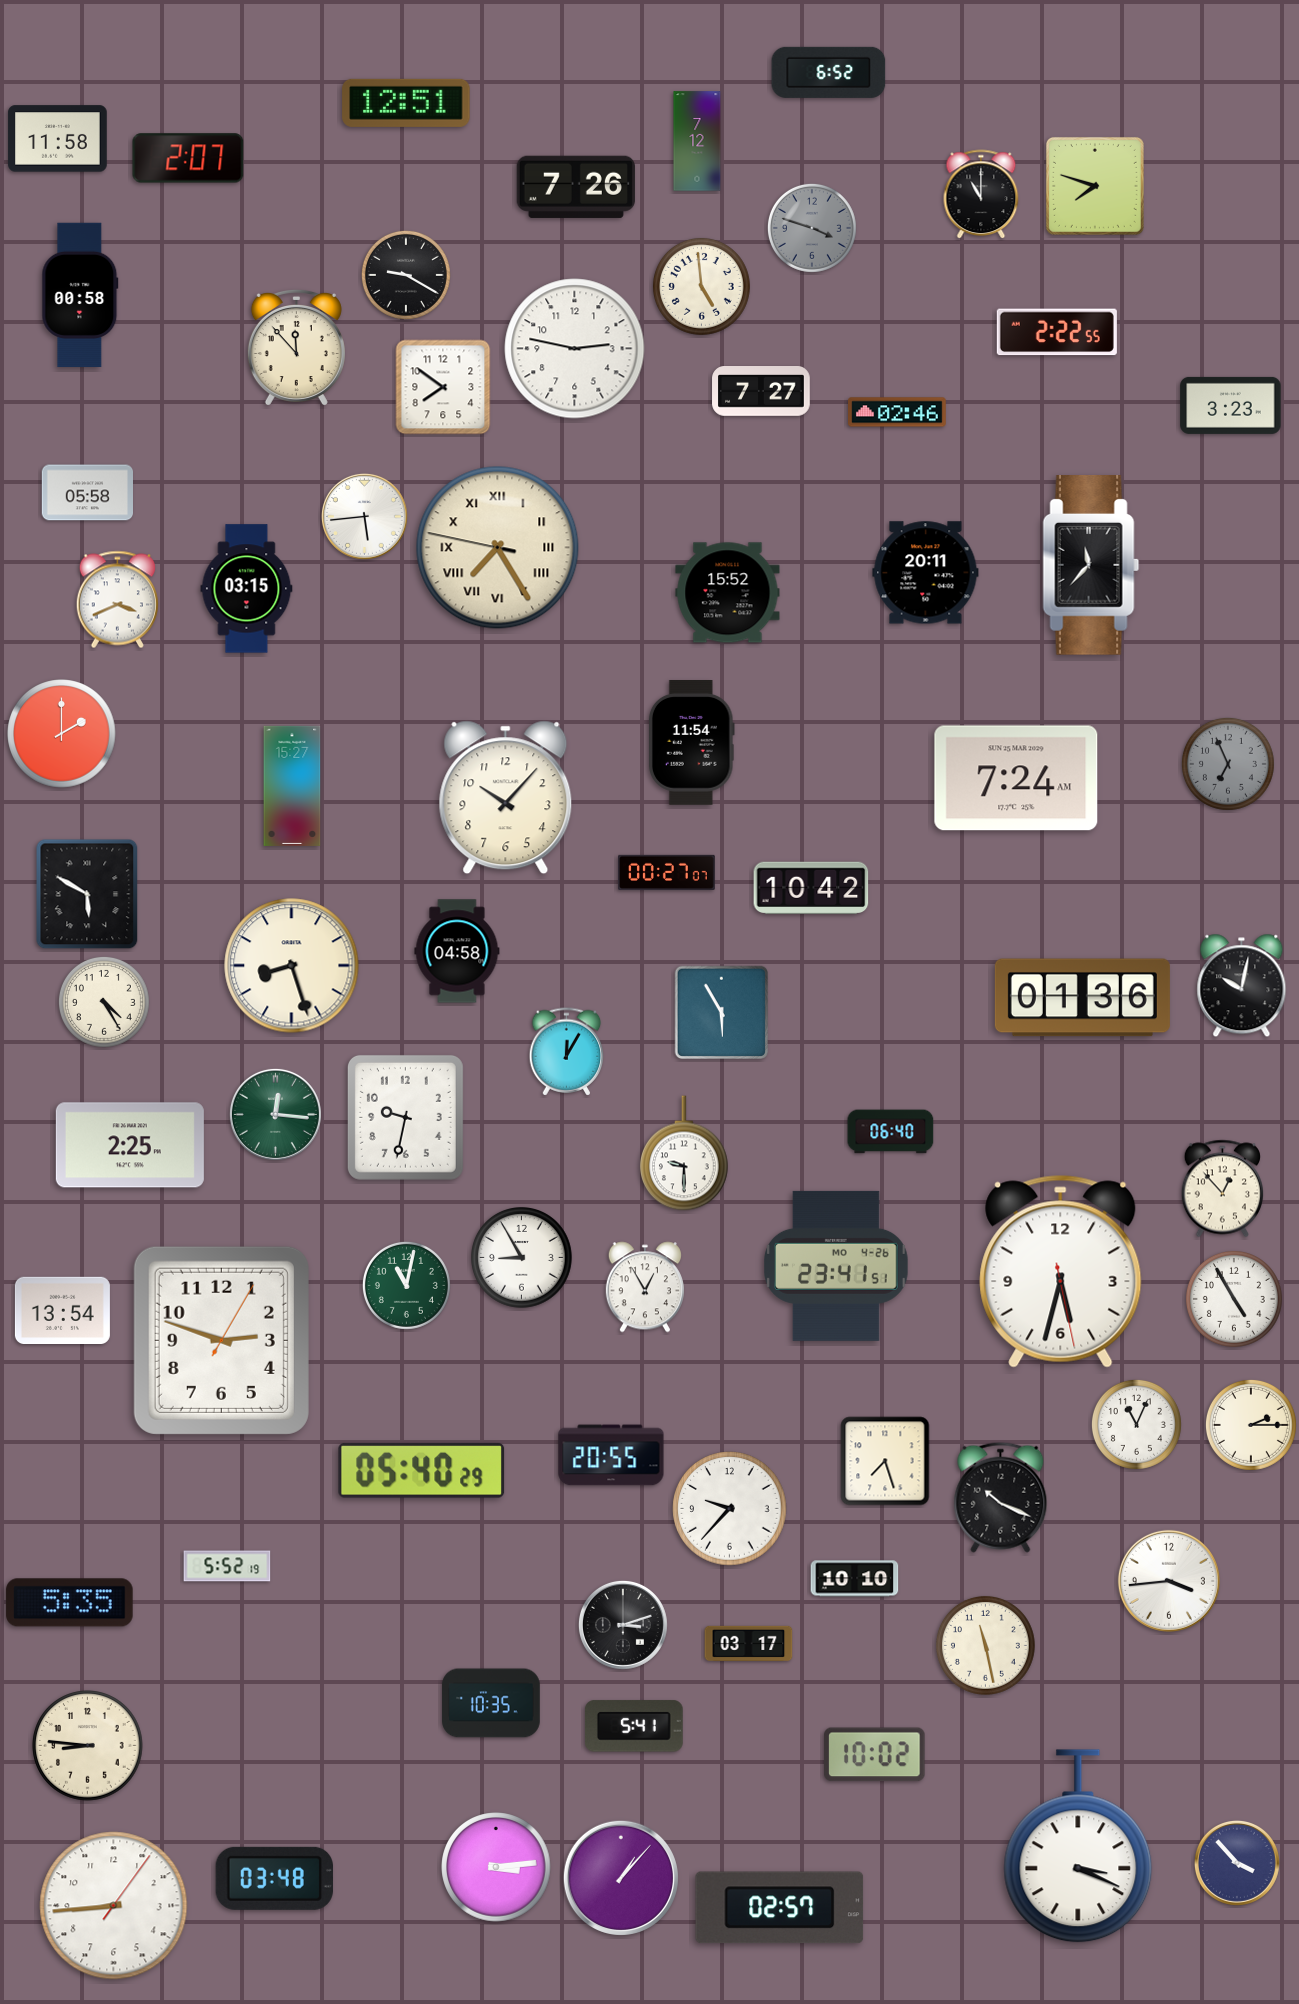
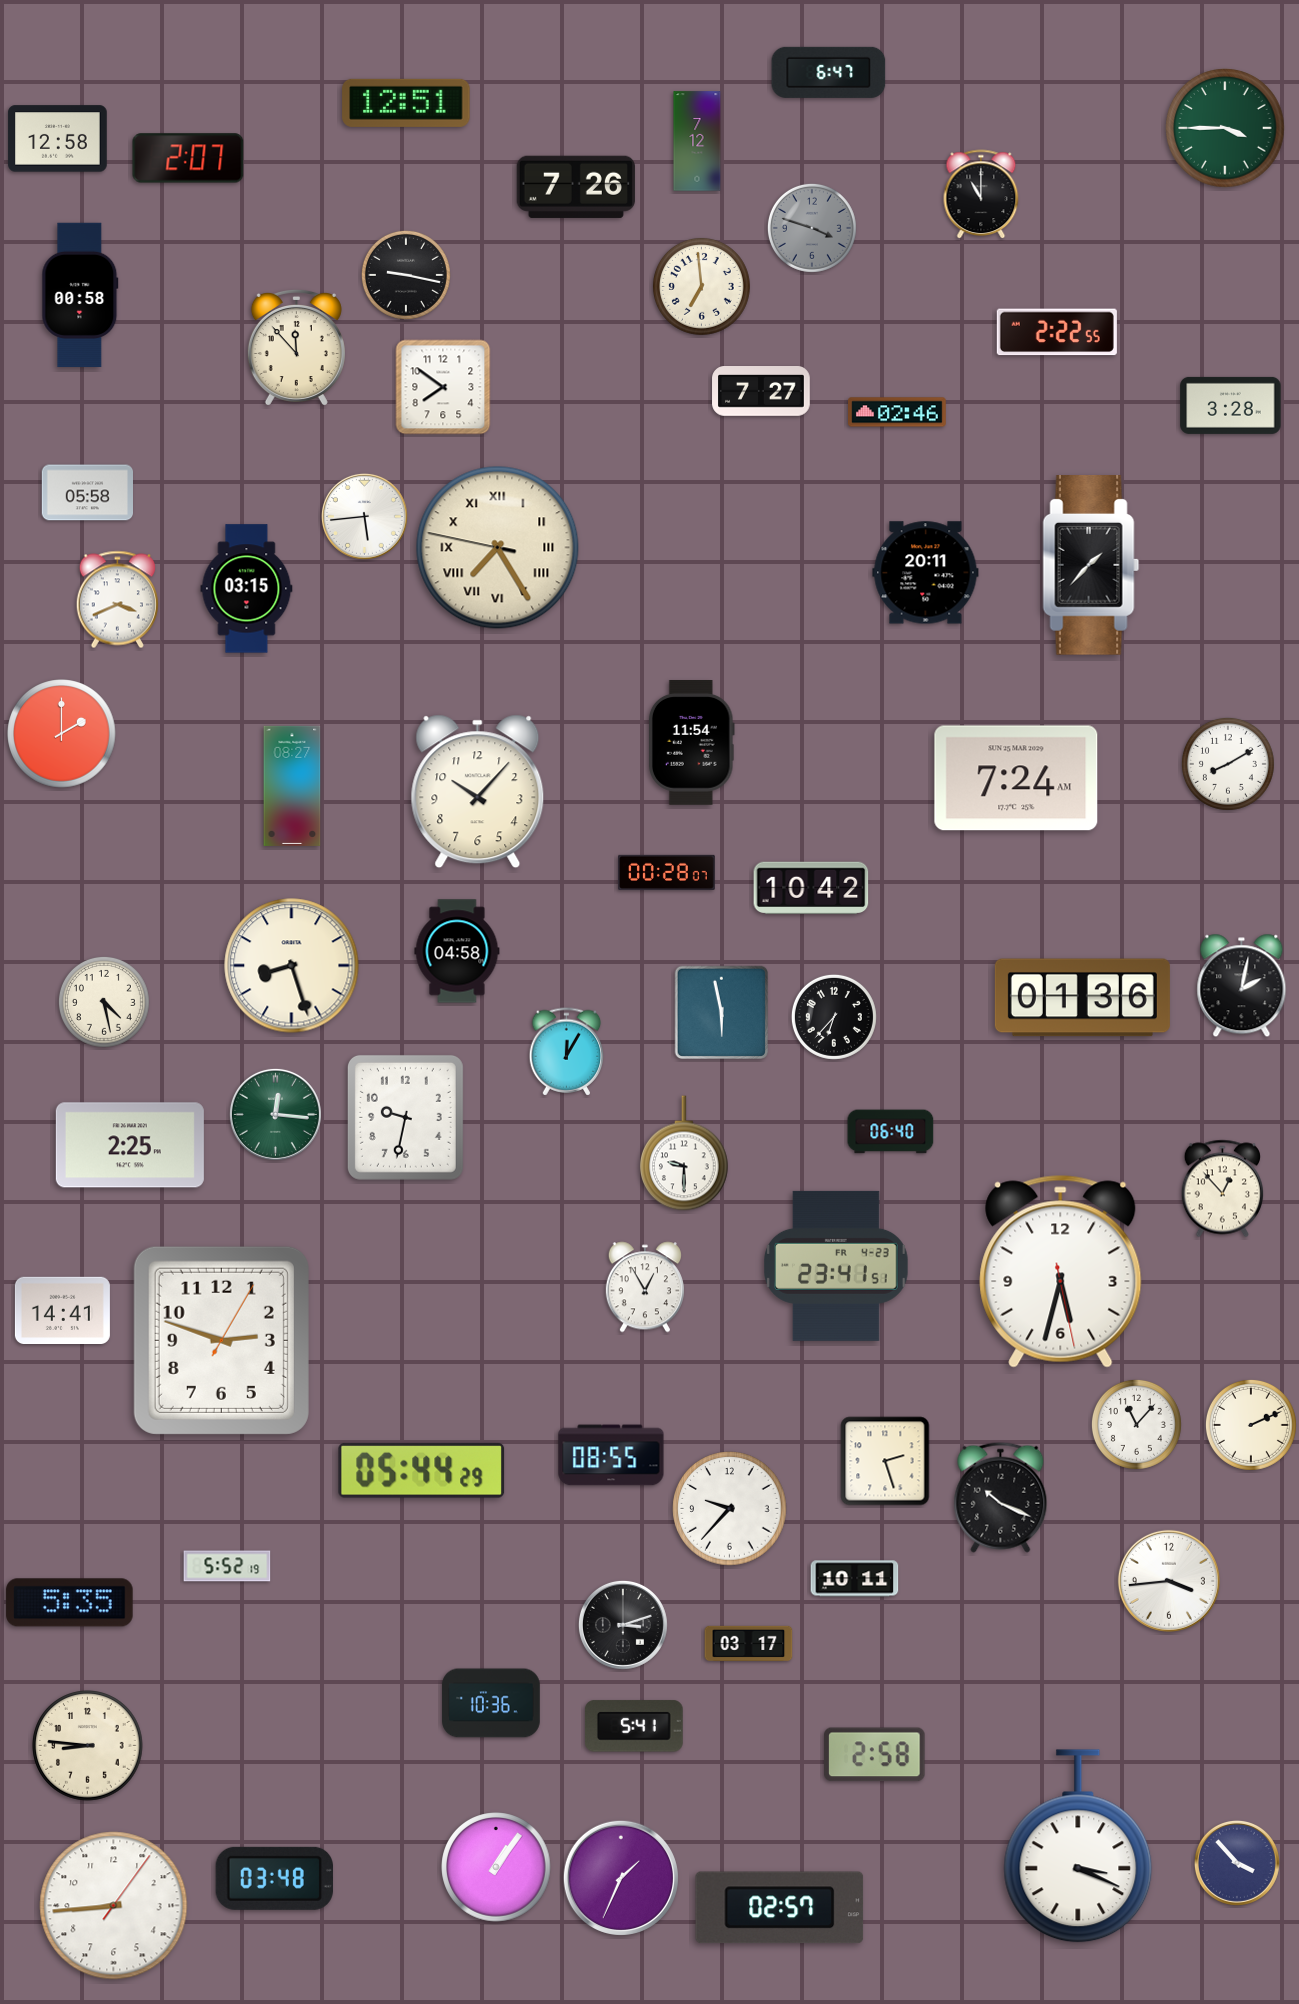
clock at (829, 72): 6:52 -> 6:47
clock at (1225, 128): none -> 3:45
clock at (58, 139): 11:58 -> 12:58
clock at (1095, 186): 7:48 -> none
clock at (406, 275): 9:20 -> 9:17
clock at (701, 286): 4:59 -> 6:59
clock at (575, 349): 2:47 -> none
clock at (1231, 405): 3:23 -> 3:28
clock at (1091, 566): 11:37 -> 1:37
clock at (728, 593): 15:52 -> none
clock at (1228, 764): 6:56 -> 8:10
clock at (1228, 764) dial: grey -> white
clock at (292, 786): 15:27 -> 08:27
clock at (506, 798) position: (506, 798) -> (478, 792)
clock at (667, 872): 00:27 -> 00:28
clock at (87, 894): 5:50 -> none
clock at (1242, 986): 10:02 -> 2:02
clock at (104, 1002): 4:25 -> 4:28
clock at (722, 1013): 5:55 -> 5:58
clock at (834, 1017): none -> 6:37
clock at (522, 1258): 8:55 -> none
clock at (836, 1266) date: MO 4-26 -> FR 4-23
clock at (406, 1285): 11:02 -> none
clock at (1234, 1299): 4:55 -> none
clock at (62, 1311): 13:54 -> 14:41
clock at (1136, 1424): 11:04 -> 11:07
clock at (1251, 1425): 2:15 -> 2:11
clock at (611, 1455): 20:55 -> 08:55
clock at (885, 1461): 7:27 -> 2:27
clock at (422, 1470): 05:40 -> 05:44
clock at (855, 1579): 10:10 -> 10:11
clock at (985, 1645): 11:28 -> none
clock at (491, 1703): 10:35 -> 10:36
clock at (875, 1755): 10:02 -> 2:58
clock at (496, 1867): 3:14 -> 1:06
clock at (621, 1878): 1:07 -> 1:34
